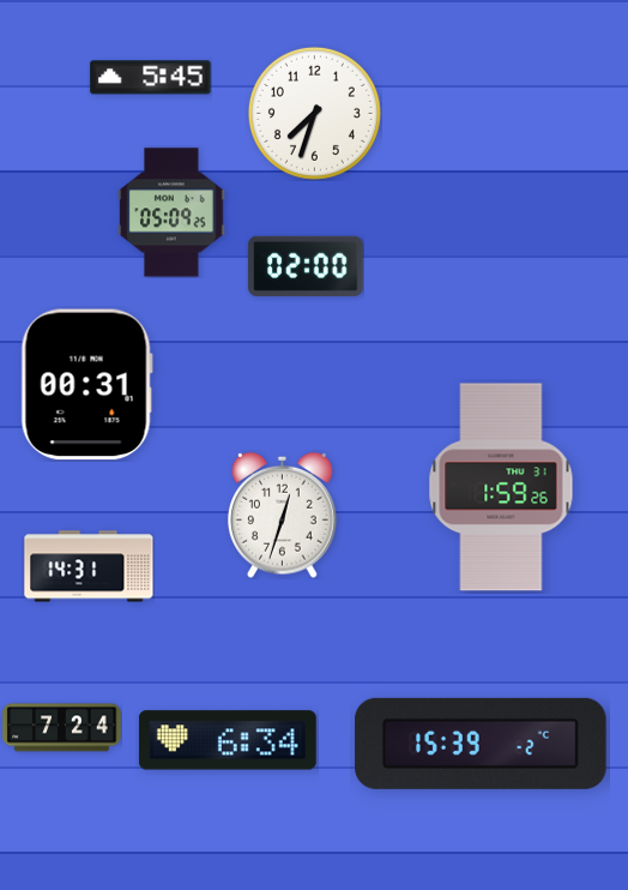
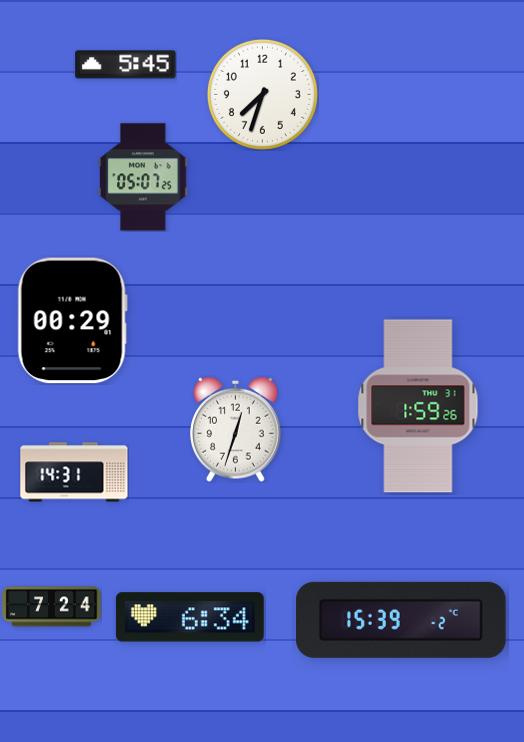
clock at (171, 212): 05:09 -> 05:07
clock at (306, 266): 02:00 -> none
clock at (86, 385): 00:31 -> 00:29
